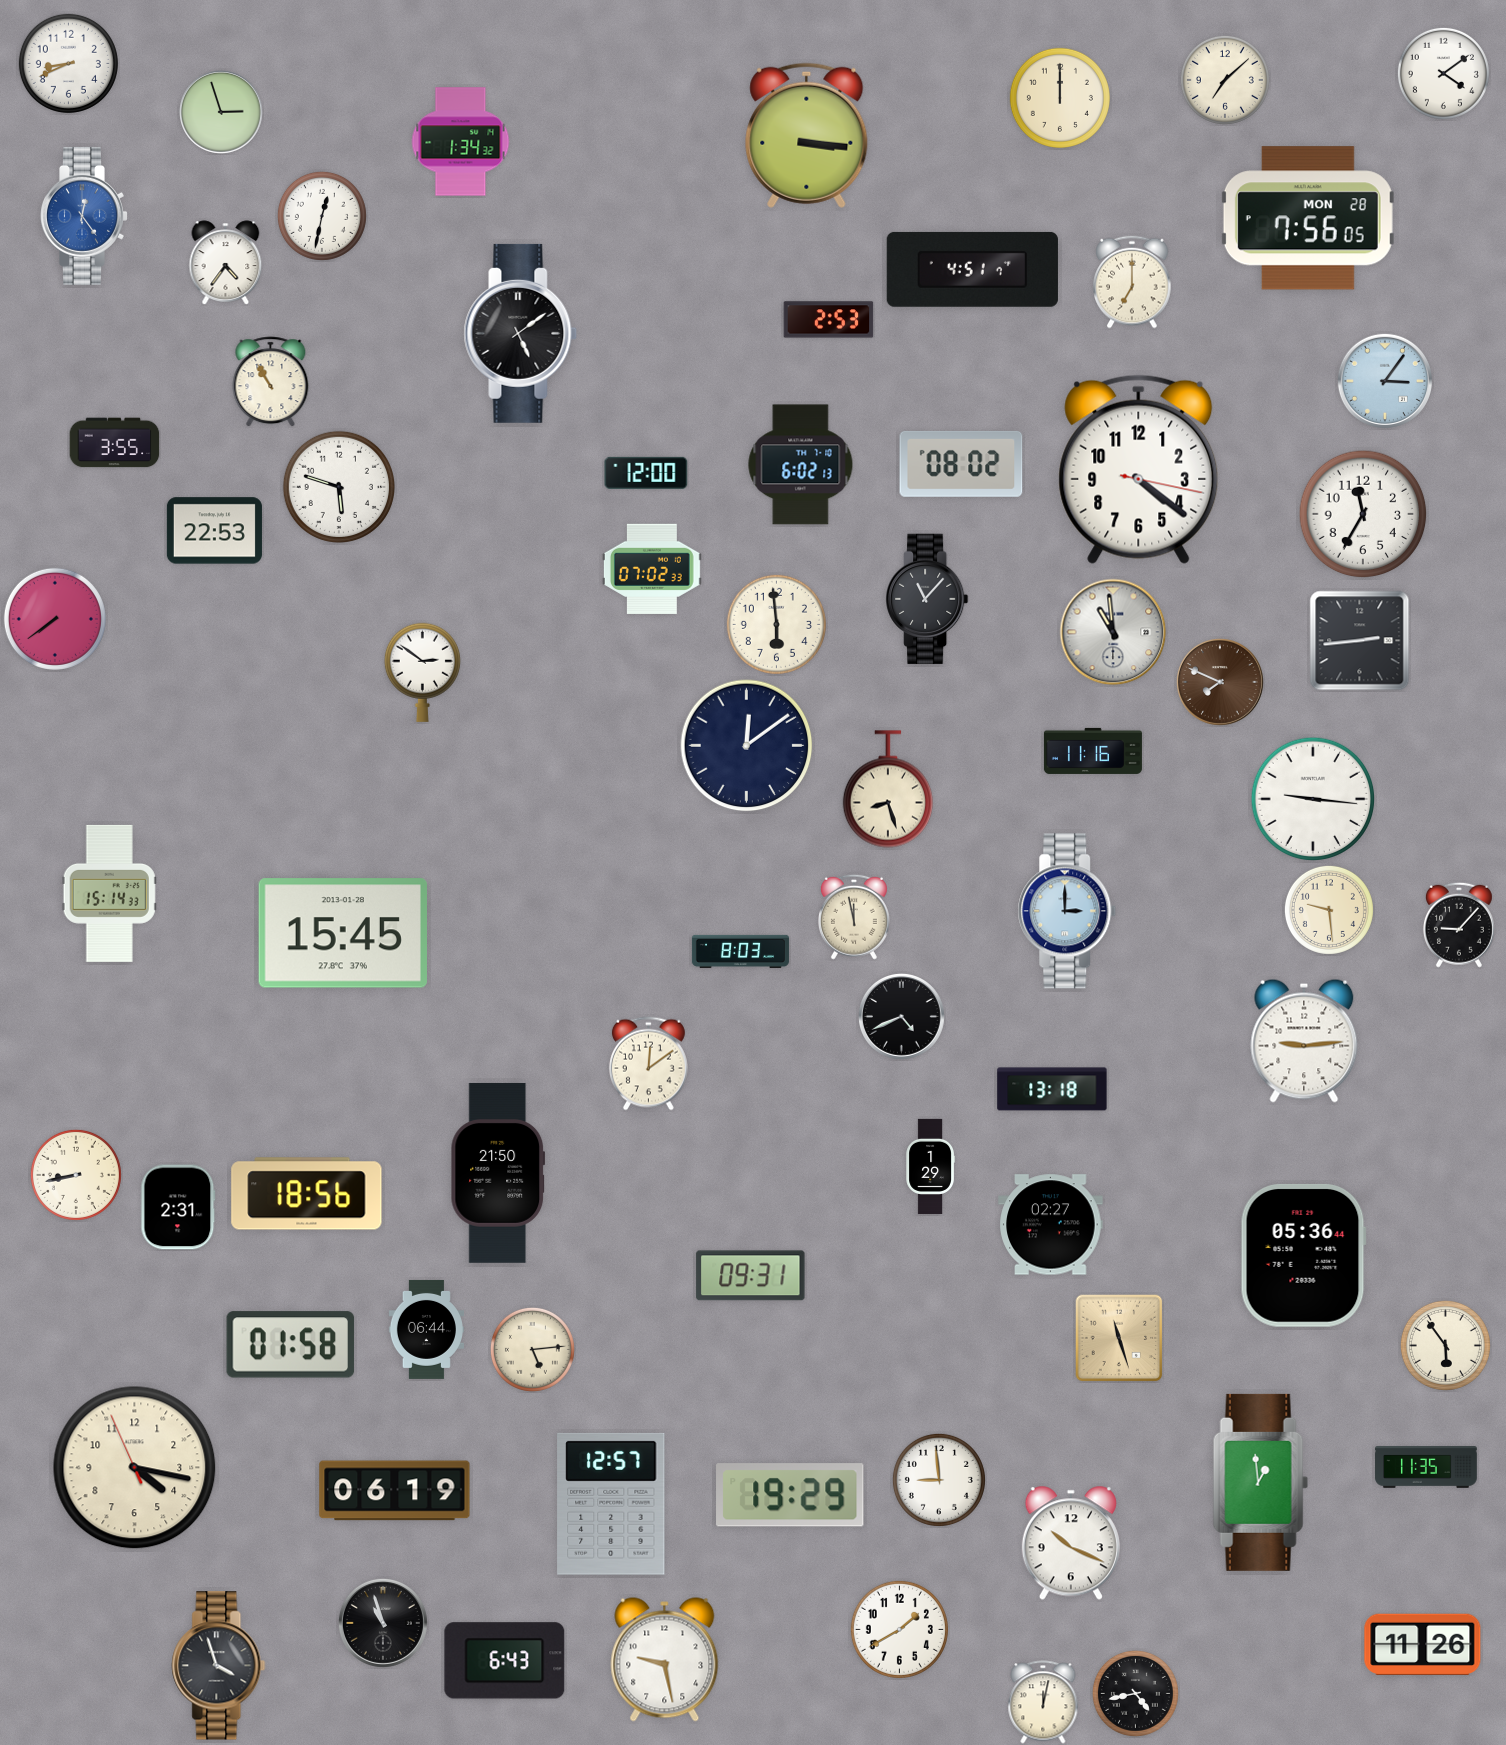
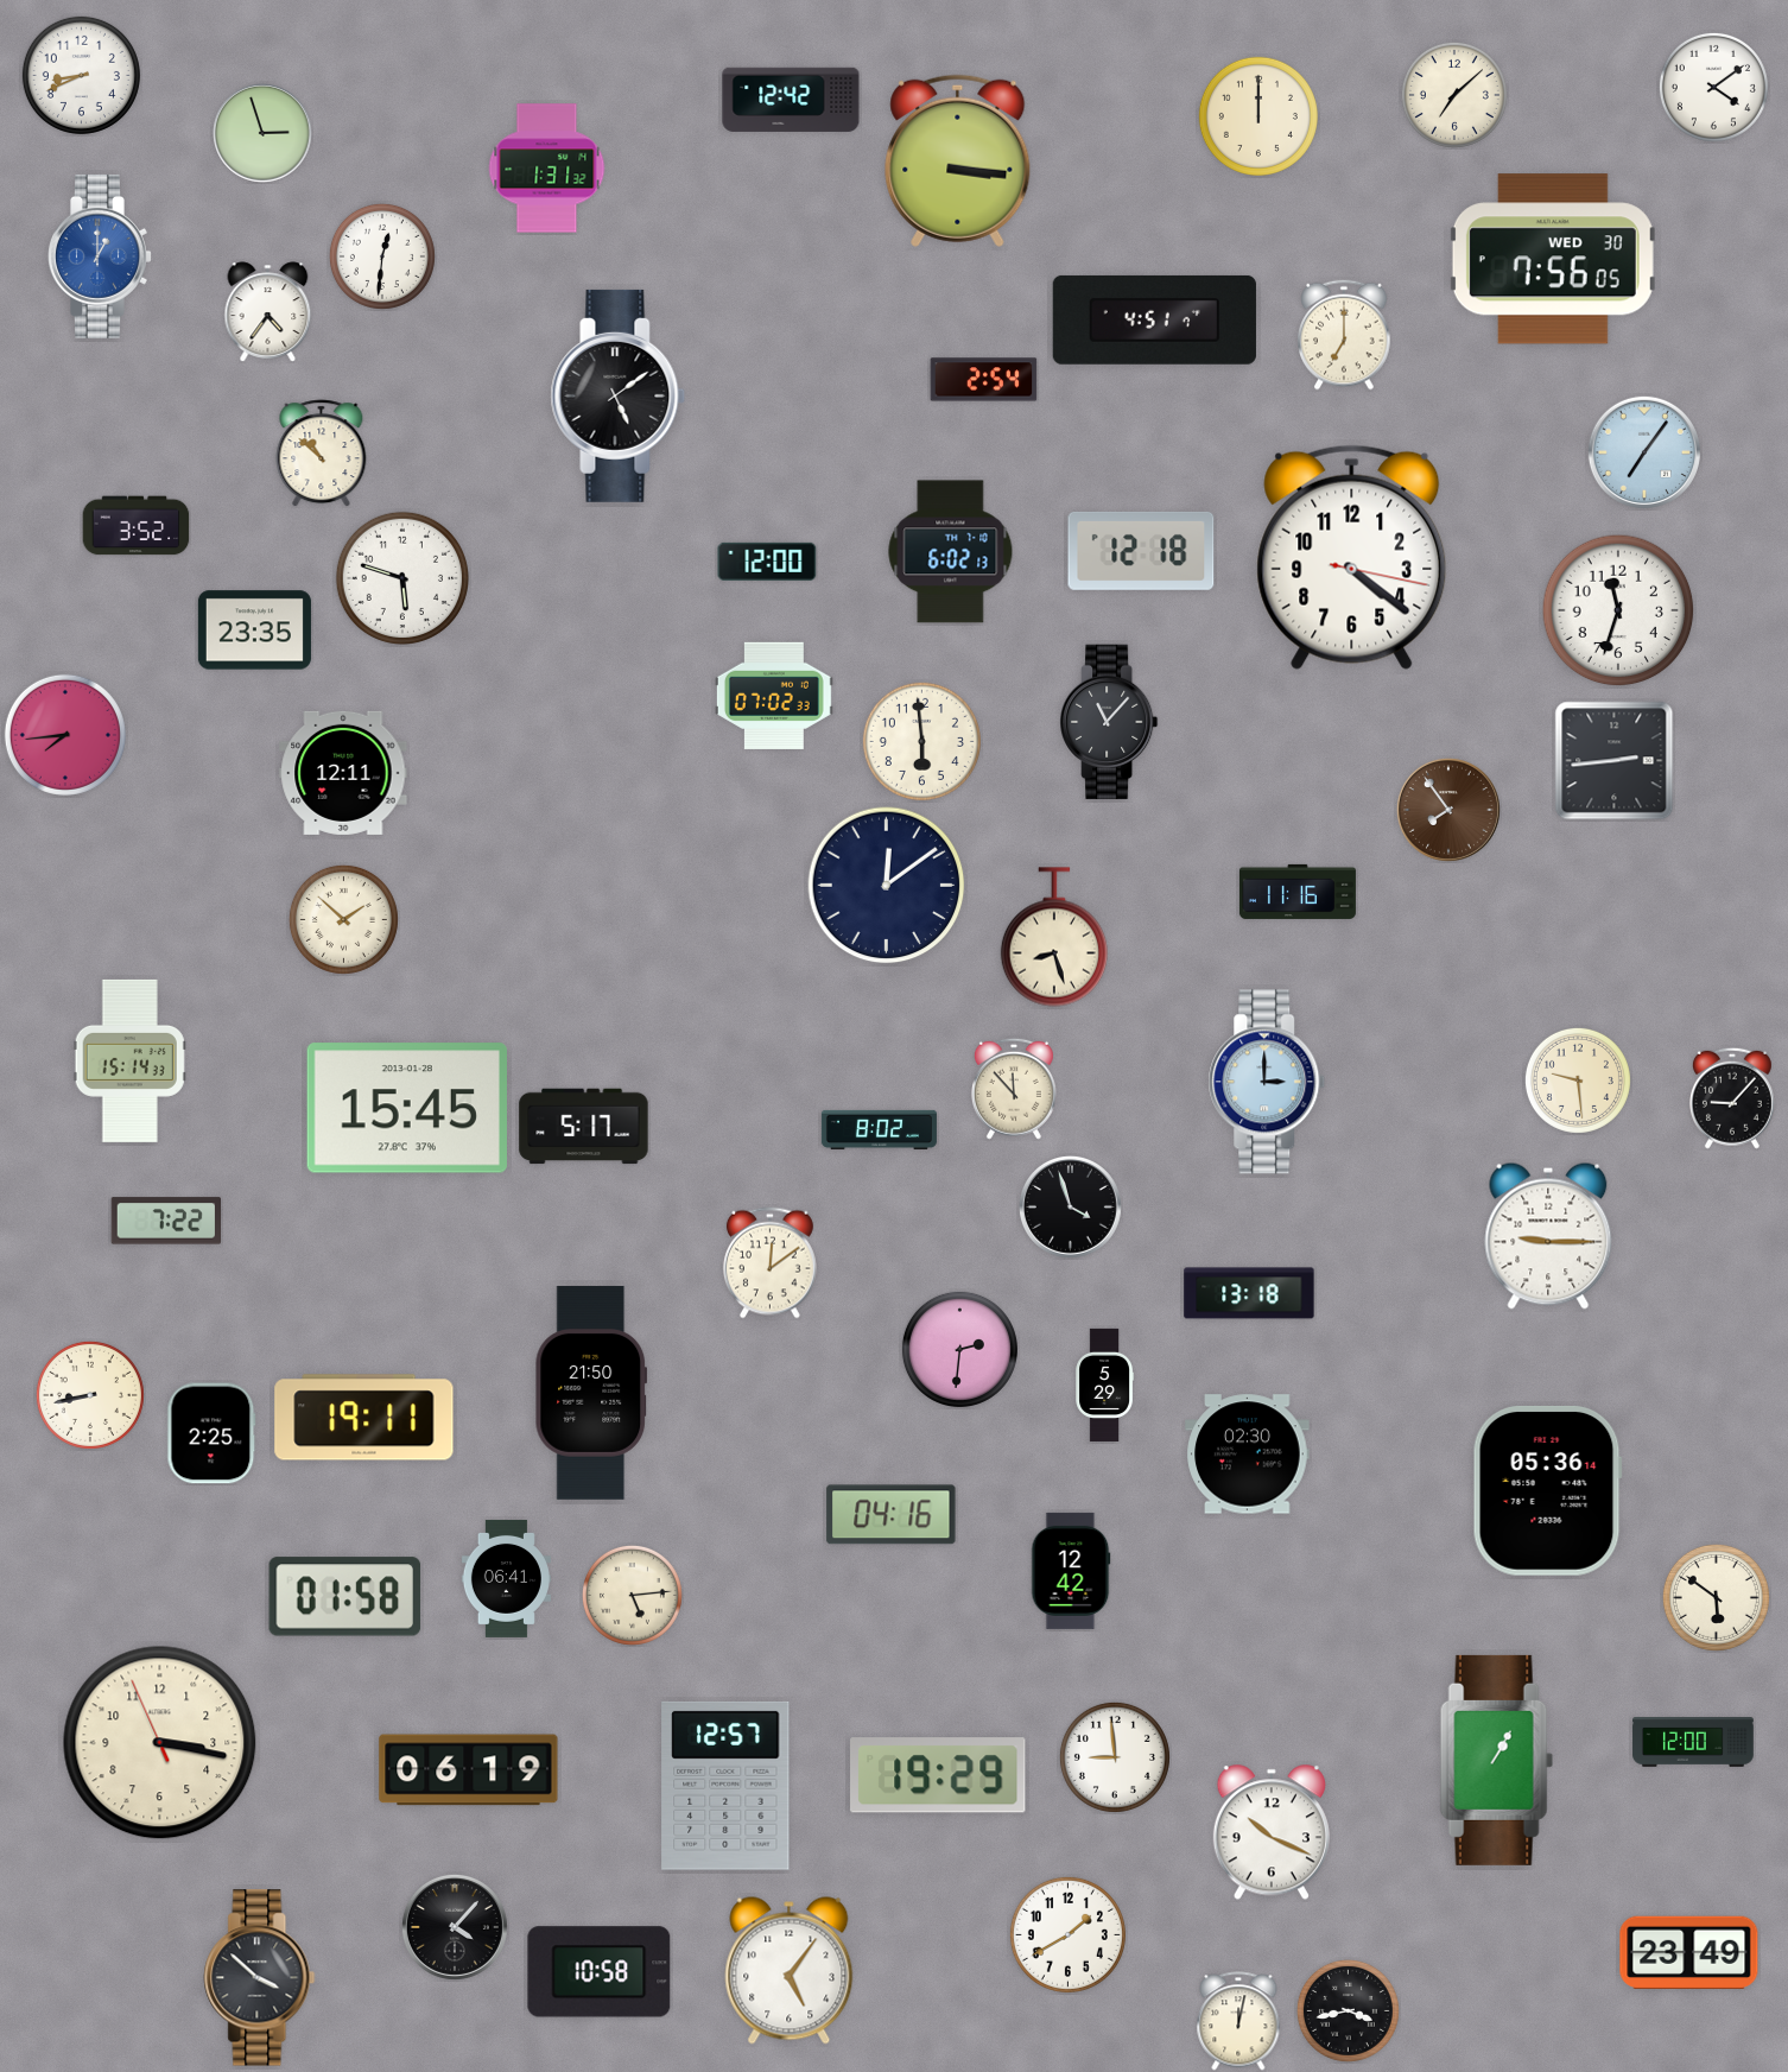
clock at (791, 100): none -> 12:42
clock at (461, 142): 1:34 -> 1:31
clock at (85, 216): 12:24 -> 1:00
clock at (322, 216): 12:32 -> 12:31
clock at (1308, 218) date: MON 28 -> WED 30
clock at (829, 320): 2:53 -> 2:54
clock at (1385, 381): 3:06 -> 7:06
clock at (271, 382): 10:55 -> 10:52
clock at (115, 443): 3:55 -> 3:52
clock at (961, 464): 08:02 -> 12:18
clock at (1363, 514): 11:35 -> 11:33
clock at (214, 531): 22:53 -> 23:35
clock at (652, 569) position: (652, 569) -> (774, 696)
clock at (928, 599) position: (928, 599) -> (1110, 722)
clock at (55, 619): 7:39 -> 7:44
clock at (1113, 632): 10:59 -> none
clock at (343, 773): none -> 12:11
clock at (422, 672): 2:51 -> none
clock at (1220, 682): 7:49 -> 7:54
clock at (343, 919): none -> 1:52
clock at (1313, 799): 9:16 -> none
clock at (854, 917): 11:58 -> 11:53
clock at (584, 1127): none -> 5:17
clock at (740, 951): 8:03 -> 8:02
clock at (901, 1016): 4:41 -> 3:57
clock at (165, 1221): none -> 7:22
clock at (1304, 1041): 9:14 -> 9:15
clock at (959, 1349): none -> 2:31
clock at (930, 1166): 1:29 -> 5:29
clock at (307, 1194): 18:56 -> 19:11
clock at (178, 1207): 2:31 -> 2:25
clock at (1051, 1225): 02:27 -> 02:30
clock at (1303, 1256): 05:36:44 -> 05:36:14
clock at (751, 1276): 09:31 -> 04:16
clock at (1071, 1571): none -> 12:42
clock at (426, 1329): 06:44 -> 06:41
clock at (1119, 1338): 11:27 -> none
clock at (1445, 1345): 5:54 -> 5:51
clock at (532, 1349) position: (532, 1349) -> (632, 1595)
clock at (1426, 1467): 11:35 -> 12:00
clock at (135, 1468): 4:16 -> 3:16
clock at (1260, 1482): 12:59 -> 1:05
clock at (383, 1623): 10:57 -> 4:07
clock at (1423, 1644): 11:26 -> 23:49
clock at (665, 1660): 9:28 -> 5:06
clock at (505, 1661): 6:43 -> 10:58
clock at (219, 1666): 3:57 -> 3:52
clock at (1135, 1693): 4:43 -> 3:43
